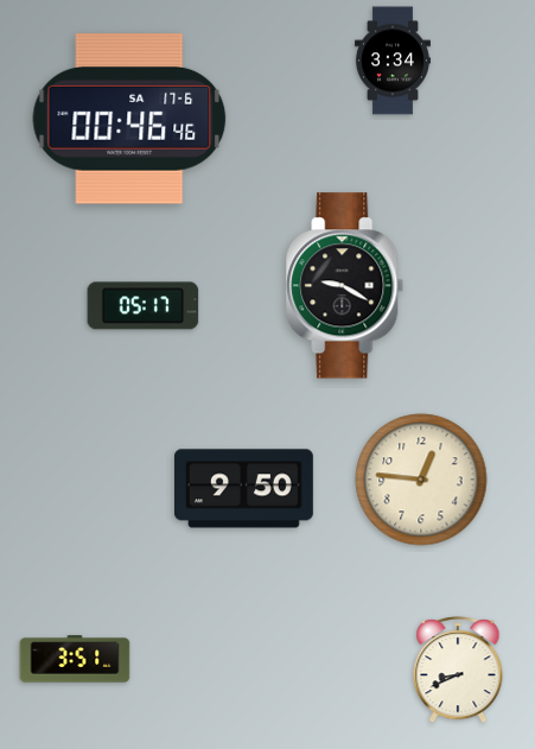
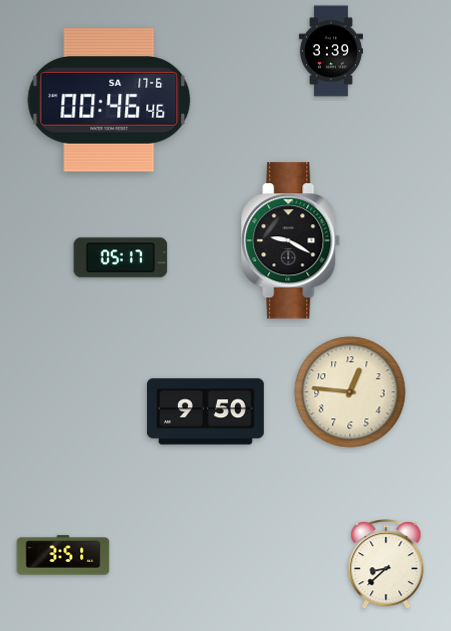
clock at (393, 61): 3:34 -> 3:39
clock at (421, 480) position: (421, 480) -> (350, 392)
clock at (458, 671): 8:41 -> 8:38
